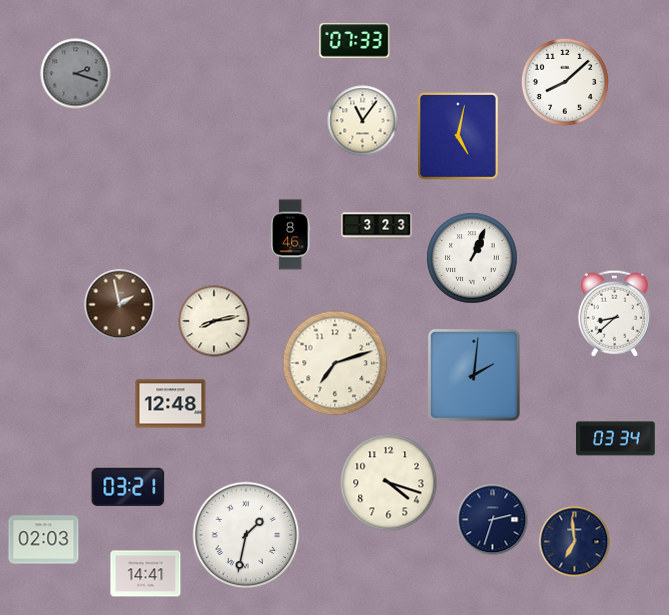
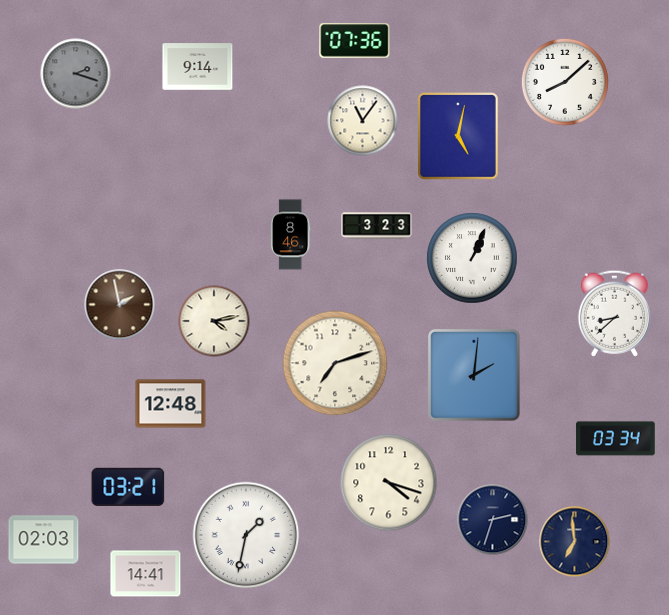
clock at (355, 41): 07:33 -> 07:36
clock at (198, 67): none -> 9:14
clock at (214, 321): 8:13 -> 4:13
